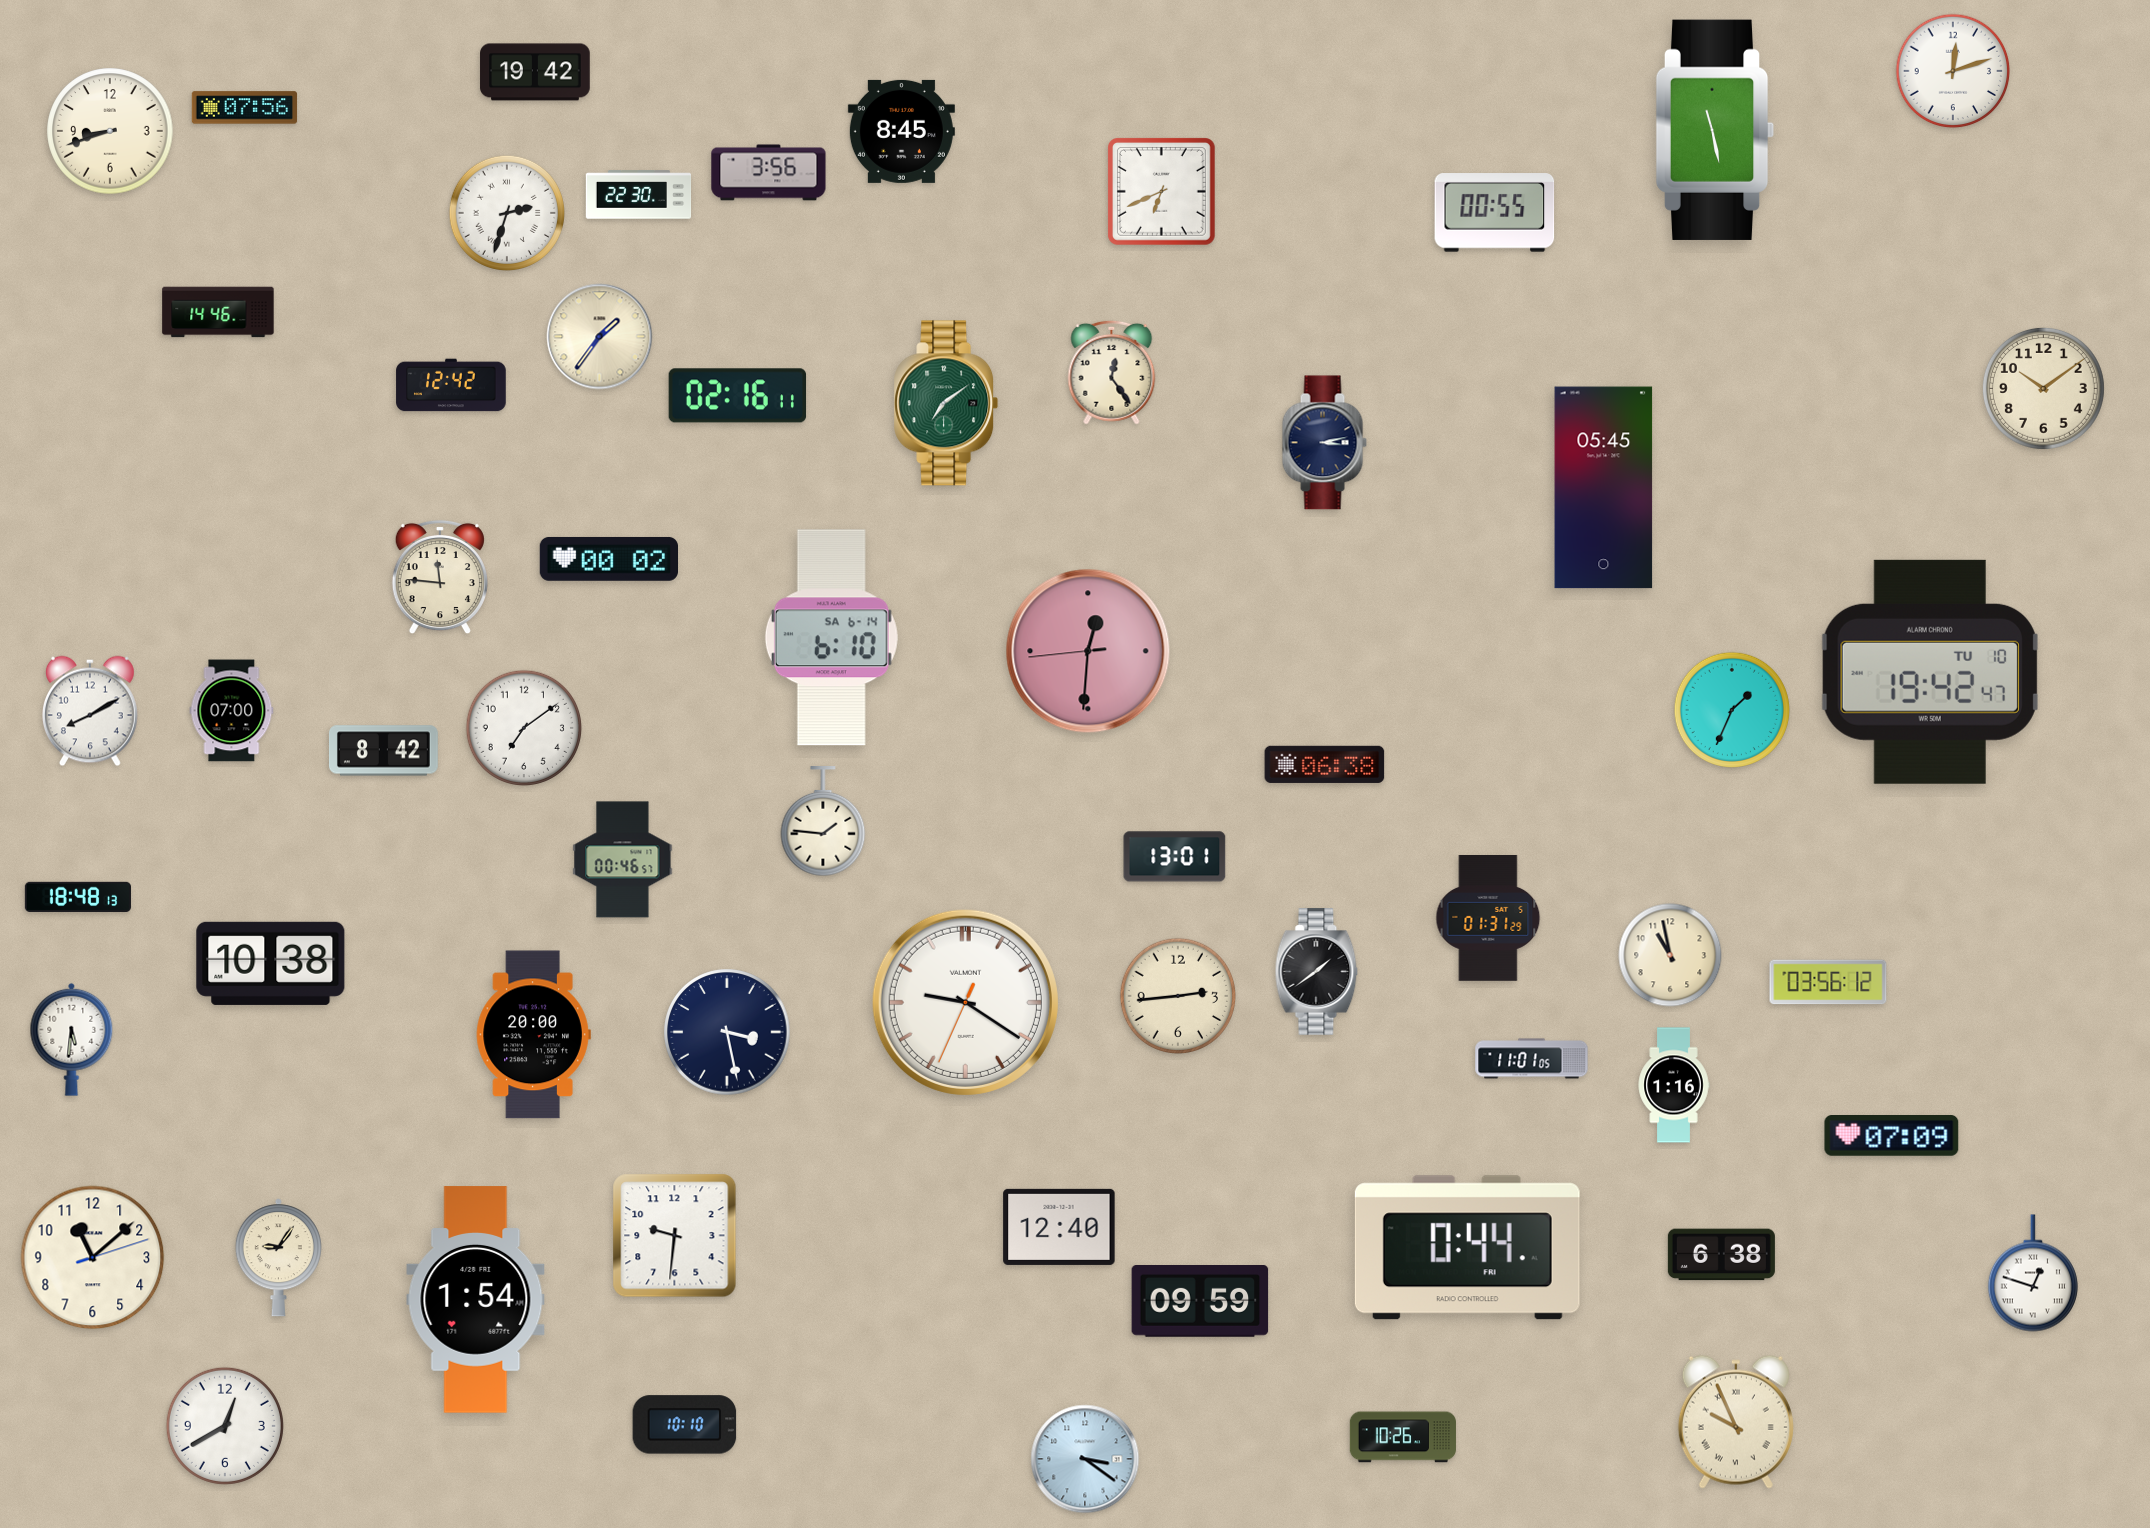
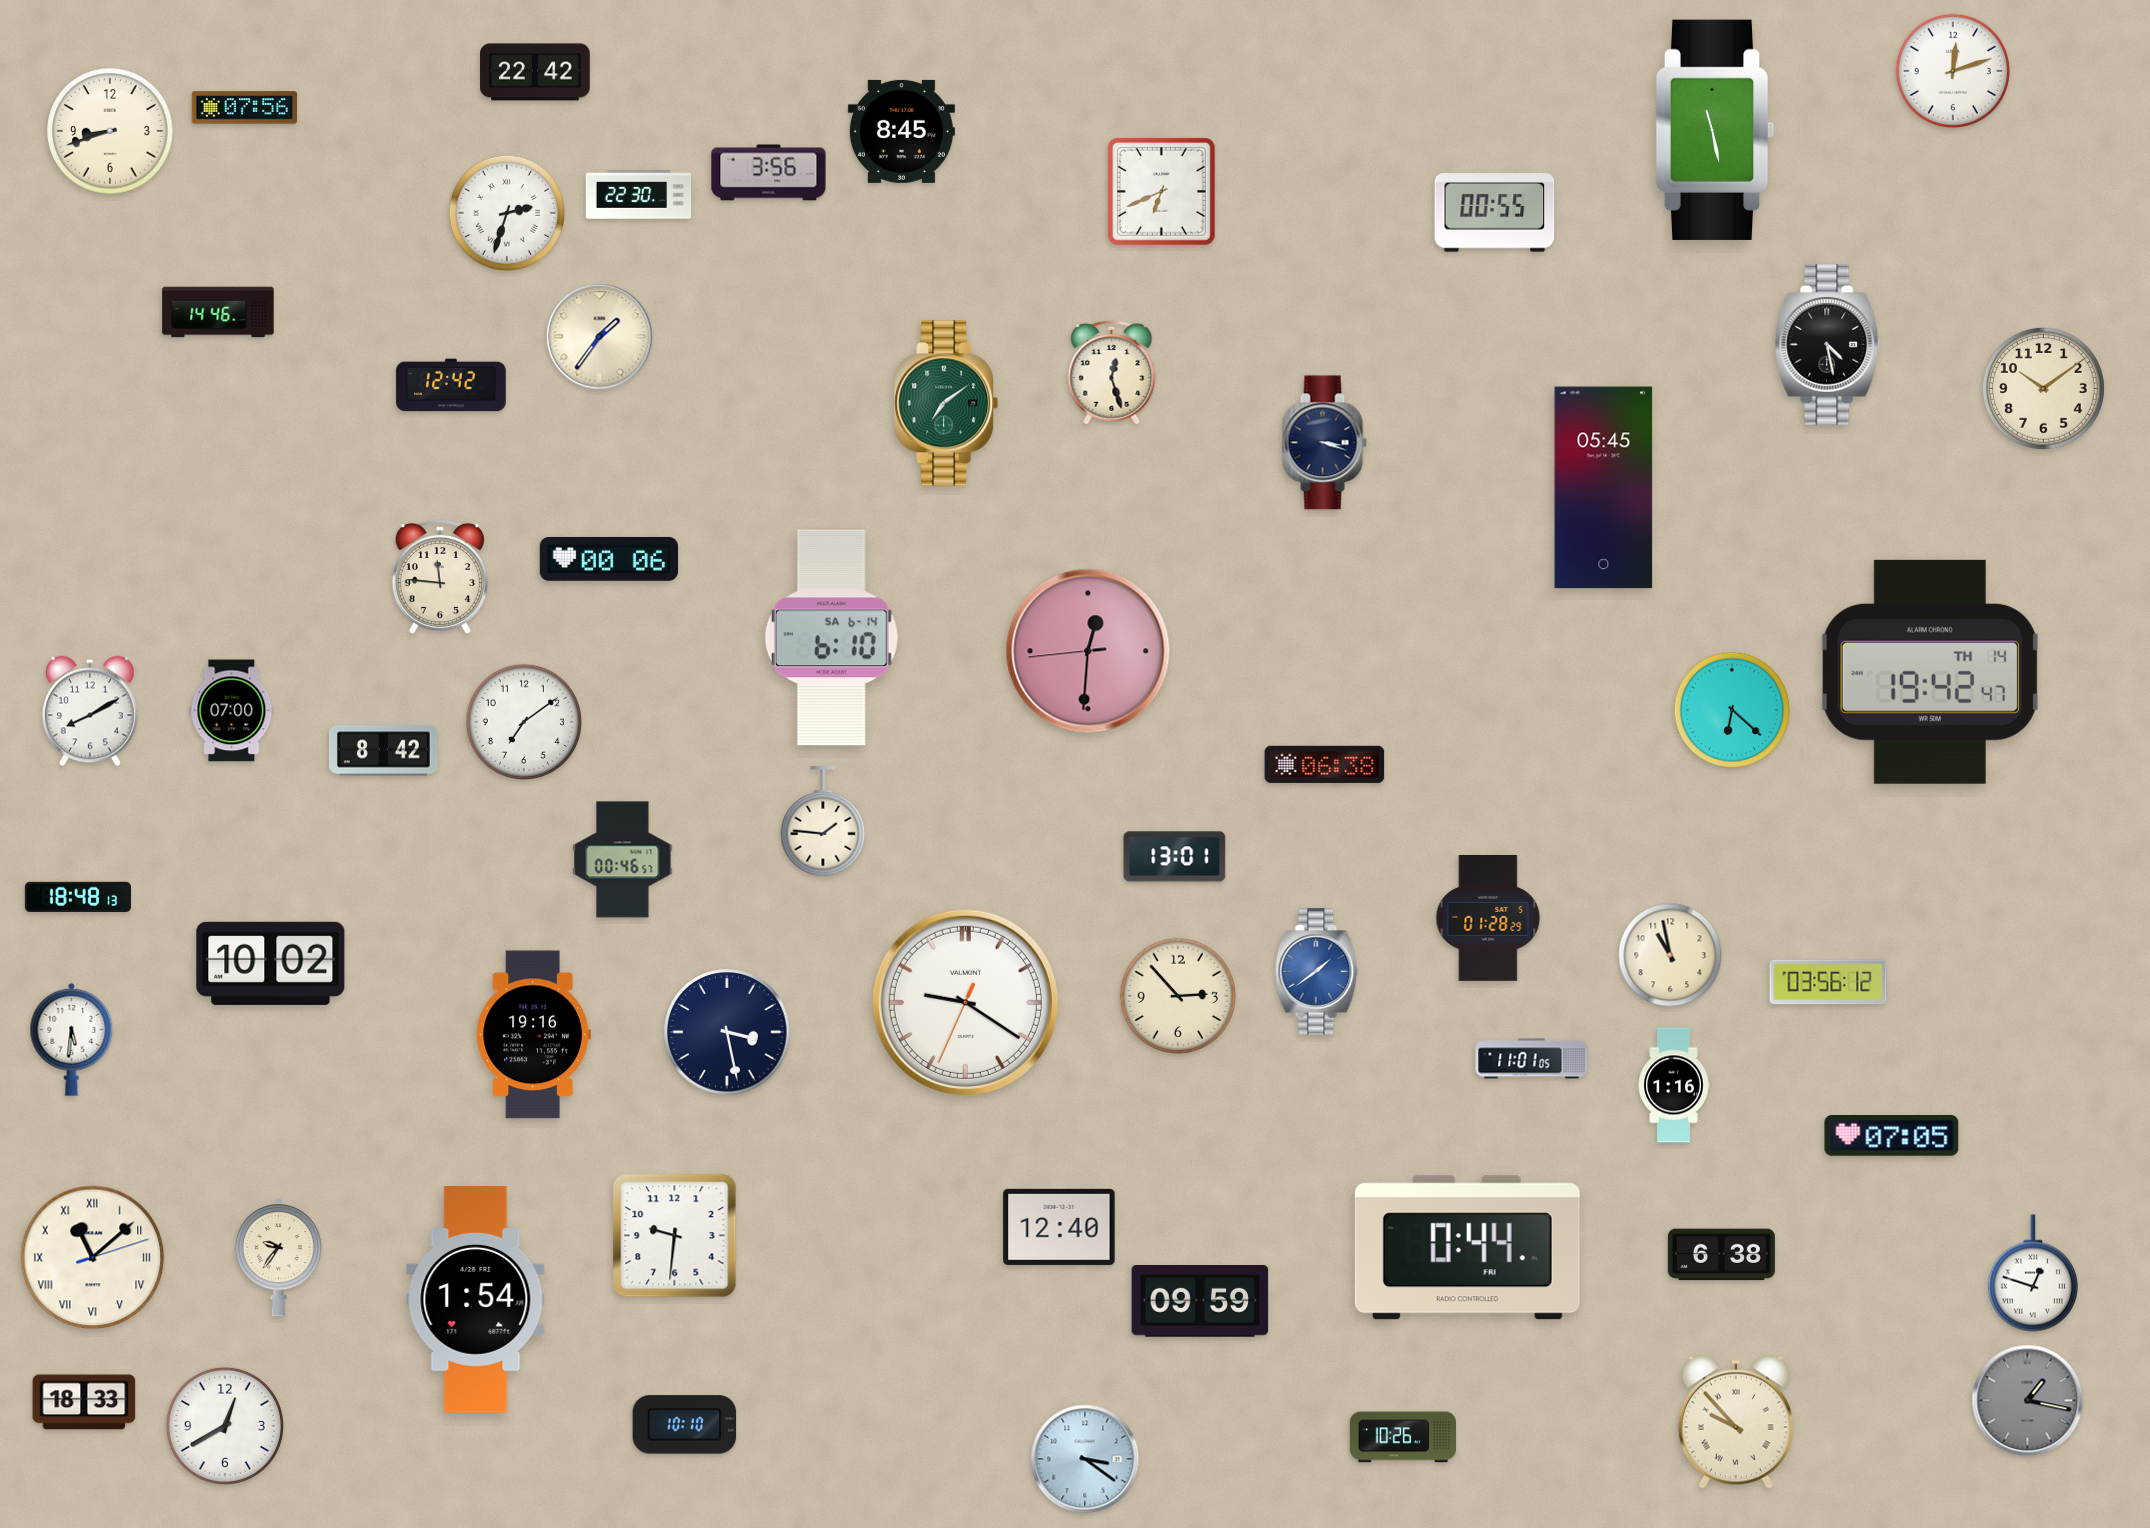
clock at (535, 72): 19:42 -> 22:42
clock at (1828, 345): none -> 4:28
clock at (1112, 372): 12:24 -> 12:27
clock at (738, 396): 02:16 -> none
clock at (1324, 443): 3:13 -> 3:18
clock at (608, 559): 00:02 -> 00:06
clock at (1930, 672) date: TU 10 -> TH 14
clock at (1731, 709): 1:34 -> 6:22
clock at (523, 727) position: (523, 727) -> (523, 721)
clock at (1488, 919): 01:31 -> 01:28
clock at (271, 963): 10:38 -> 10:02
clock at (1317, 972) dial: black -> blue
clock at (1177, 995): 2:44 -> 2:53
clock at (533, 1035): 20:00 -> 19:16
clock at (1892, 1136): 07:09 -> 07:05
clock at (93, 1258) numerals: Arabic -> Roman
clock at (278, 1258): 9:06 -> 9:36
clock at (2028, 1401): none -> 1:17
clock at (84, 1402): none -> 18:33
clock at (1736, 1422): 9:56 -> 9:53
